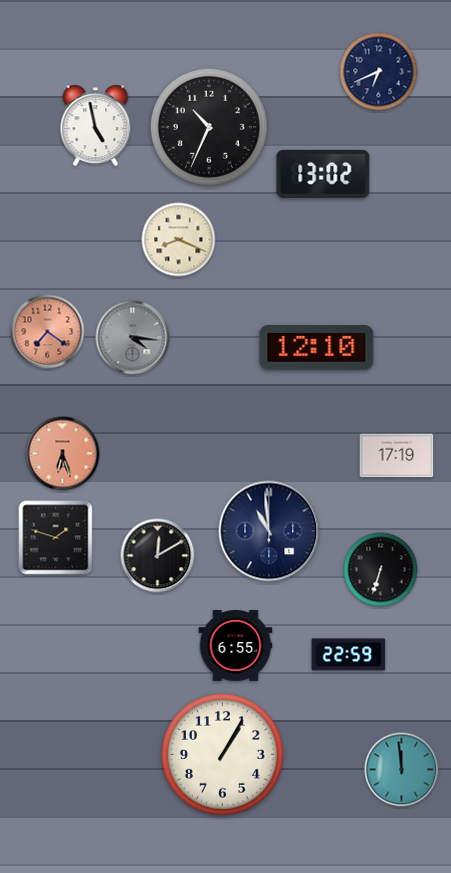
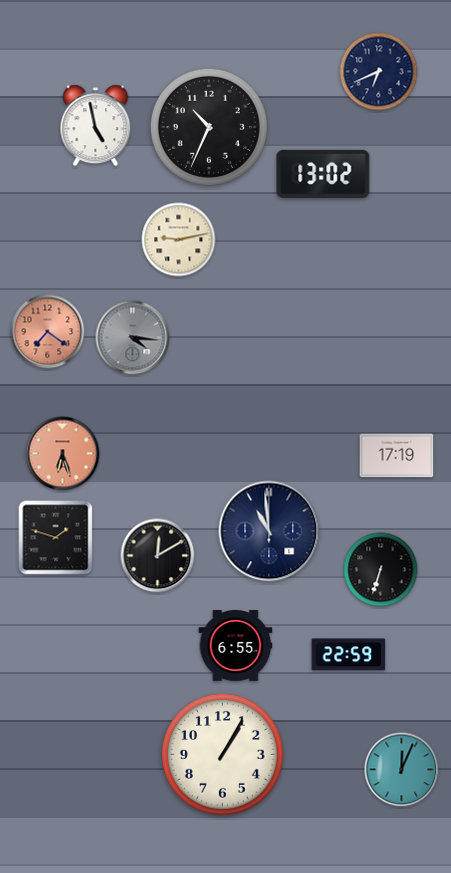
clock at (179, 240): 8:19 -> 9:13
clock at (317, 348): 12:10 -> none
clock at (402, 770): 11:59 -> 12:04
